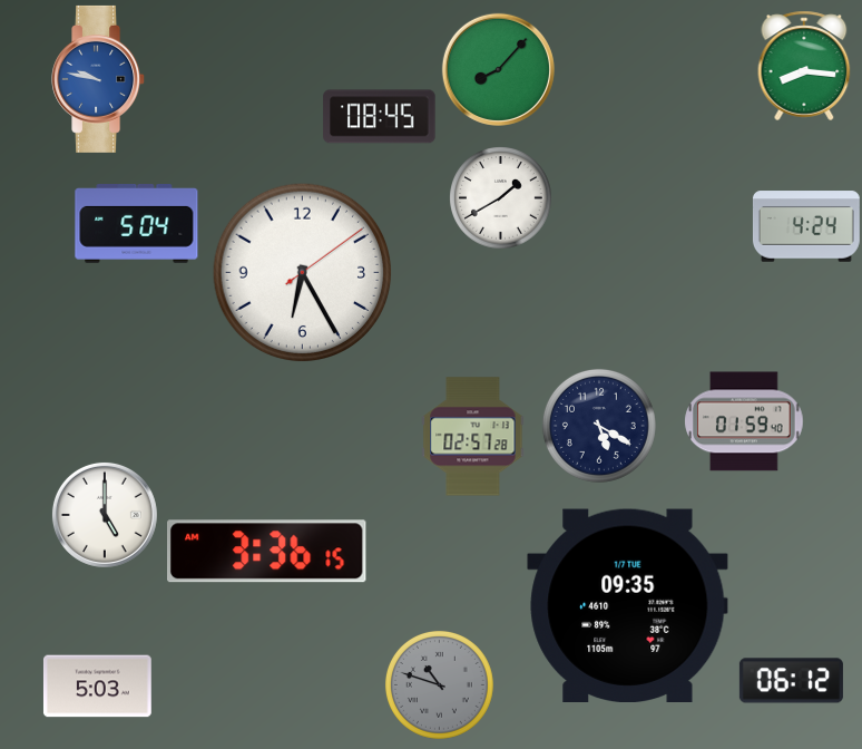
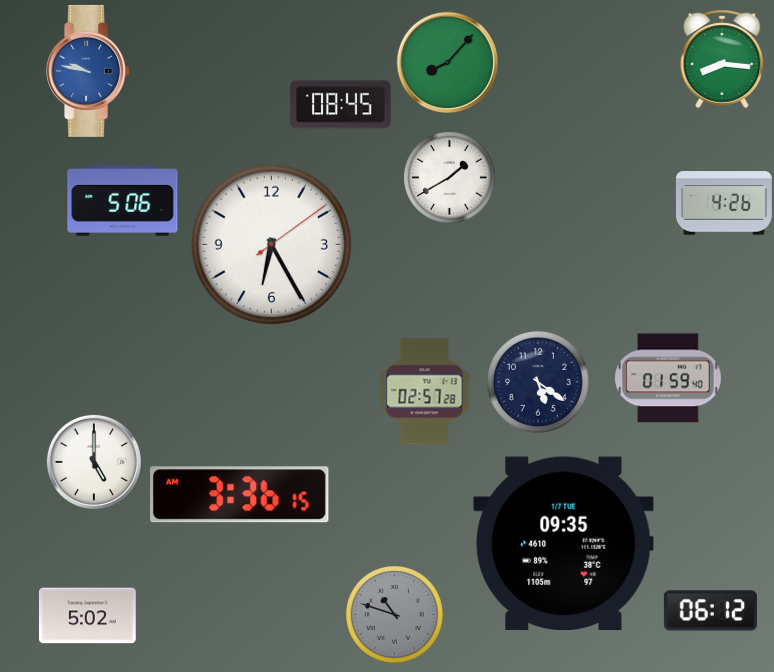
clock at (137, 224): 5:04 -> 5:06
clock at (806, 226): 4:24 -> 4:26
clock at (599, 426): 5:20 -> 5:21
clock at (97, 687): 5:03 -> 5:02
